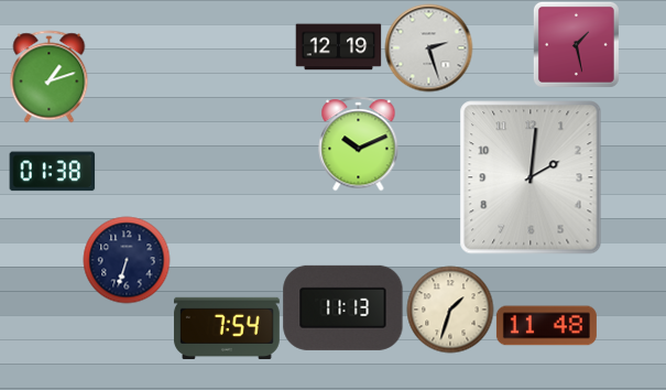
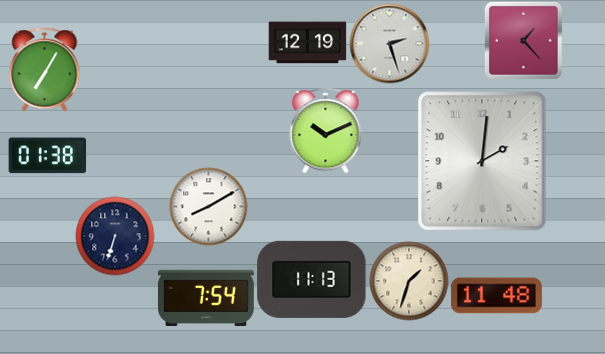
clock at (576, 44): 1:28 -> 1:23
clock at (50, 76): 1:12 -> 7:05
clock at (208, 206): none -> 8:10
